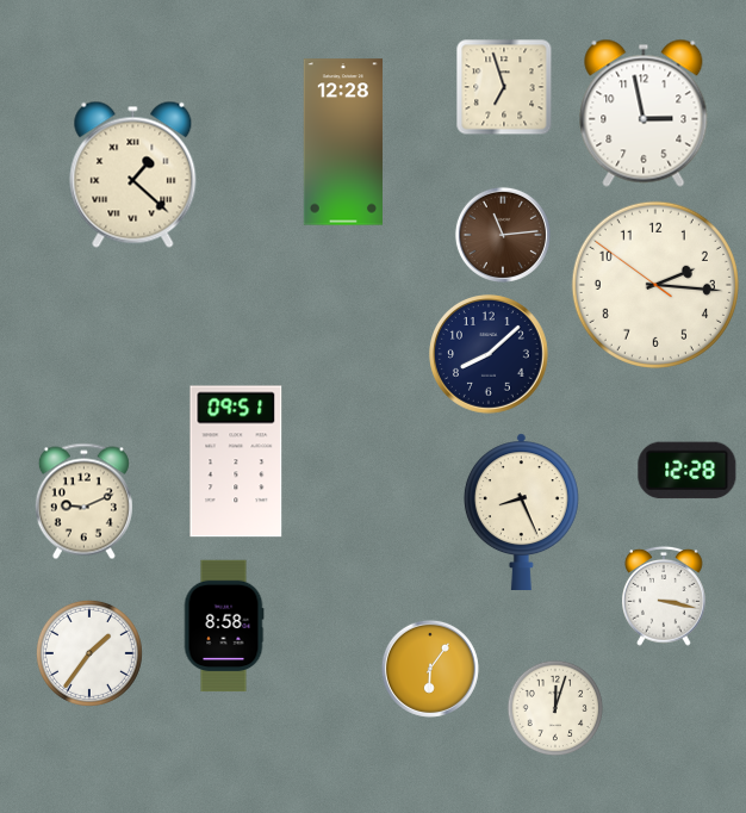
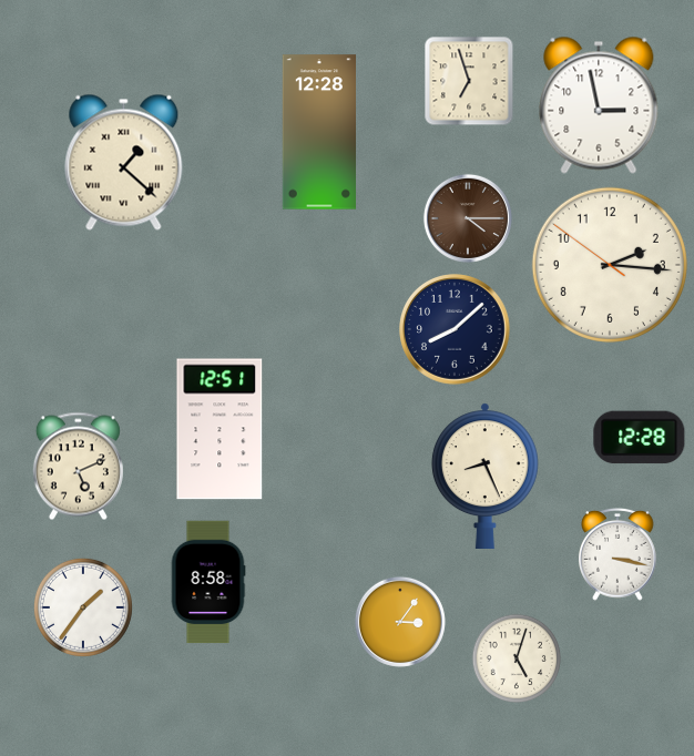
clock at (503, 235): 11:14 -> 4:15
clock at (236, 461): 09:51 -> 12:51
clock at (83, 502): 9:11 -> 5:11
clock at (430, 669): 6:06 -> 3:06
clock at (555, 708): 12:03 -> 5:03
